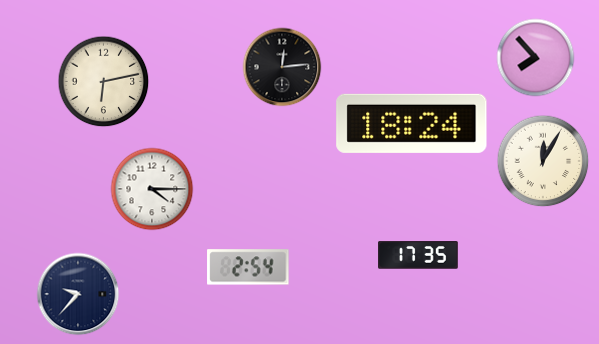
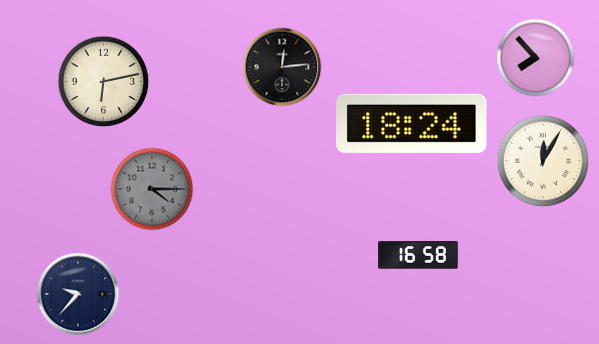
clock at (152, 189) dial: white -> grey
clock at (418, 255): 17:35 -> 16:58
clock at (248, 267): 2:54 -> none
